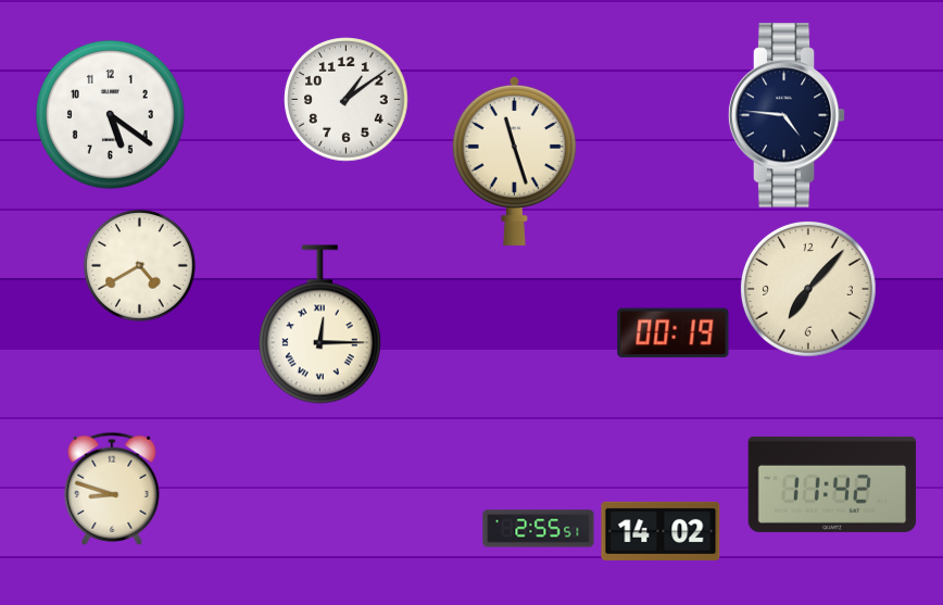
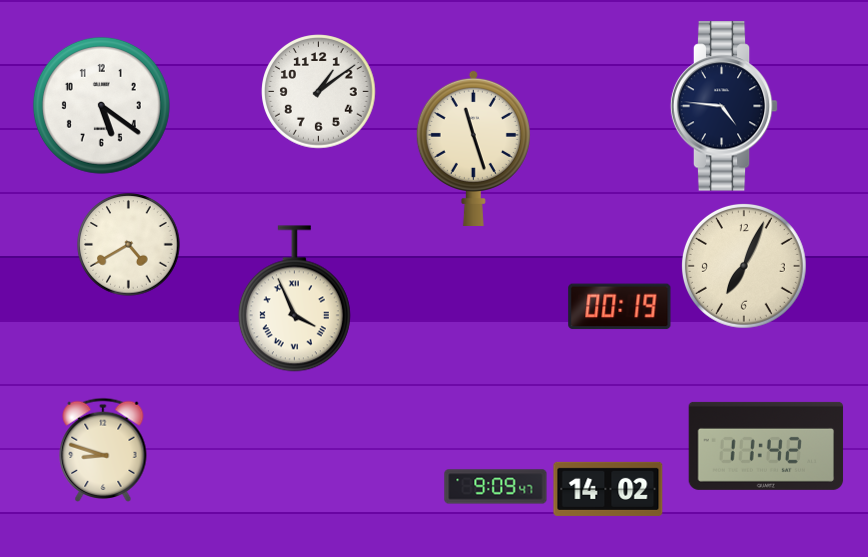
clock at (808, 289): 7:07 -> 7:04
clock at (319, 325): 12:15 -> 3:56
clock at (539, 529): 2:55 -> 9:09
